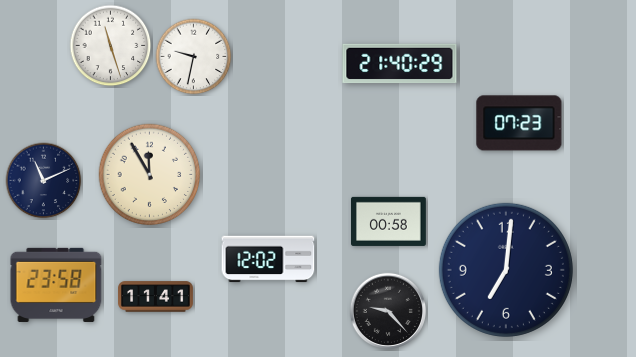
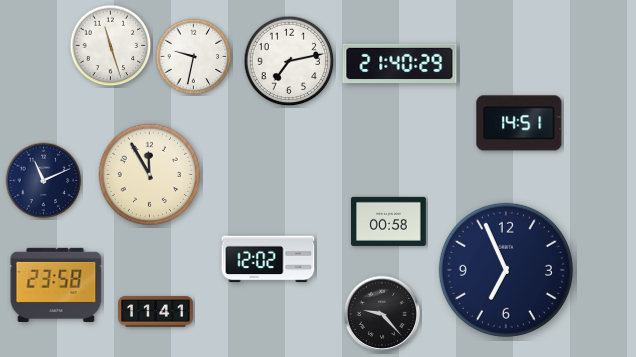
clock at (289, 61): none -> 7:13
clock at (519, 123): 07:23 -> 14:51
clock at (506, 270): 7:01 -> 6:56
clock at (156, 297) position: (156, 297) -> (156, 312)
clock at (387, 310) position: (387, 310) -> (381, 313)
